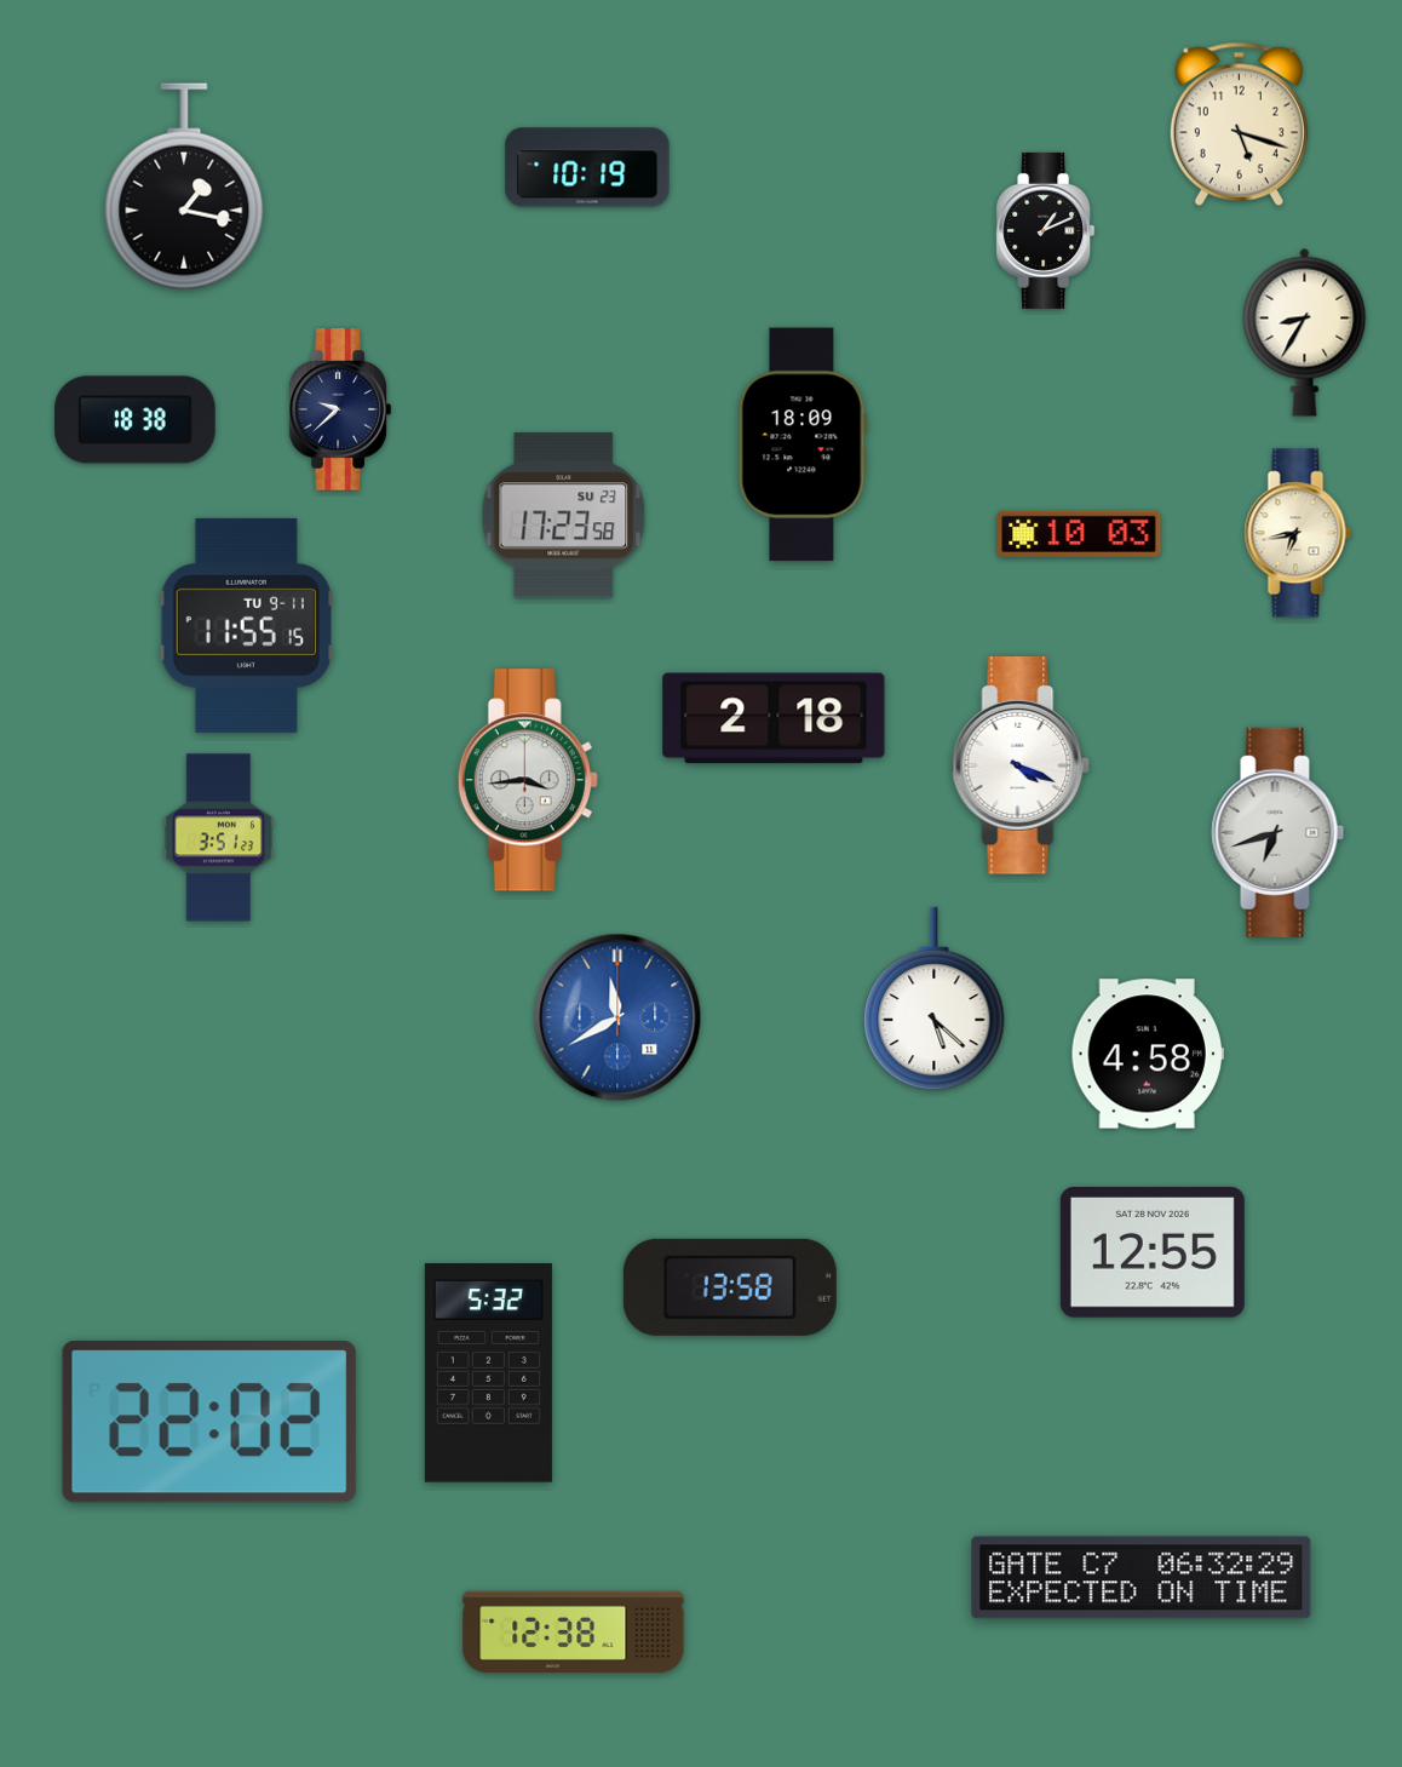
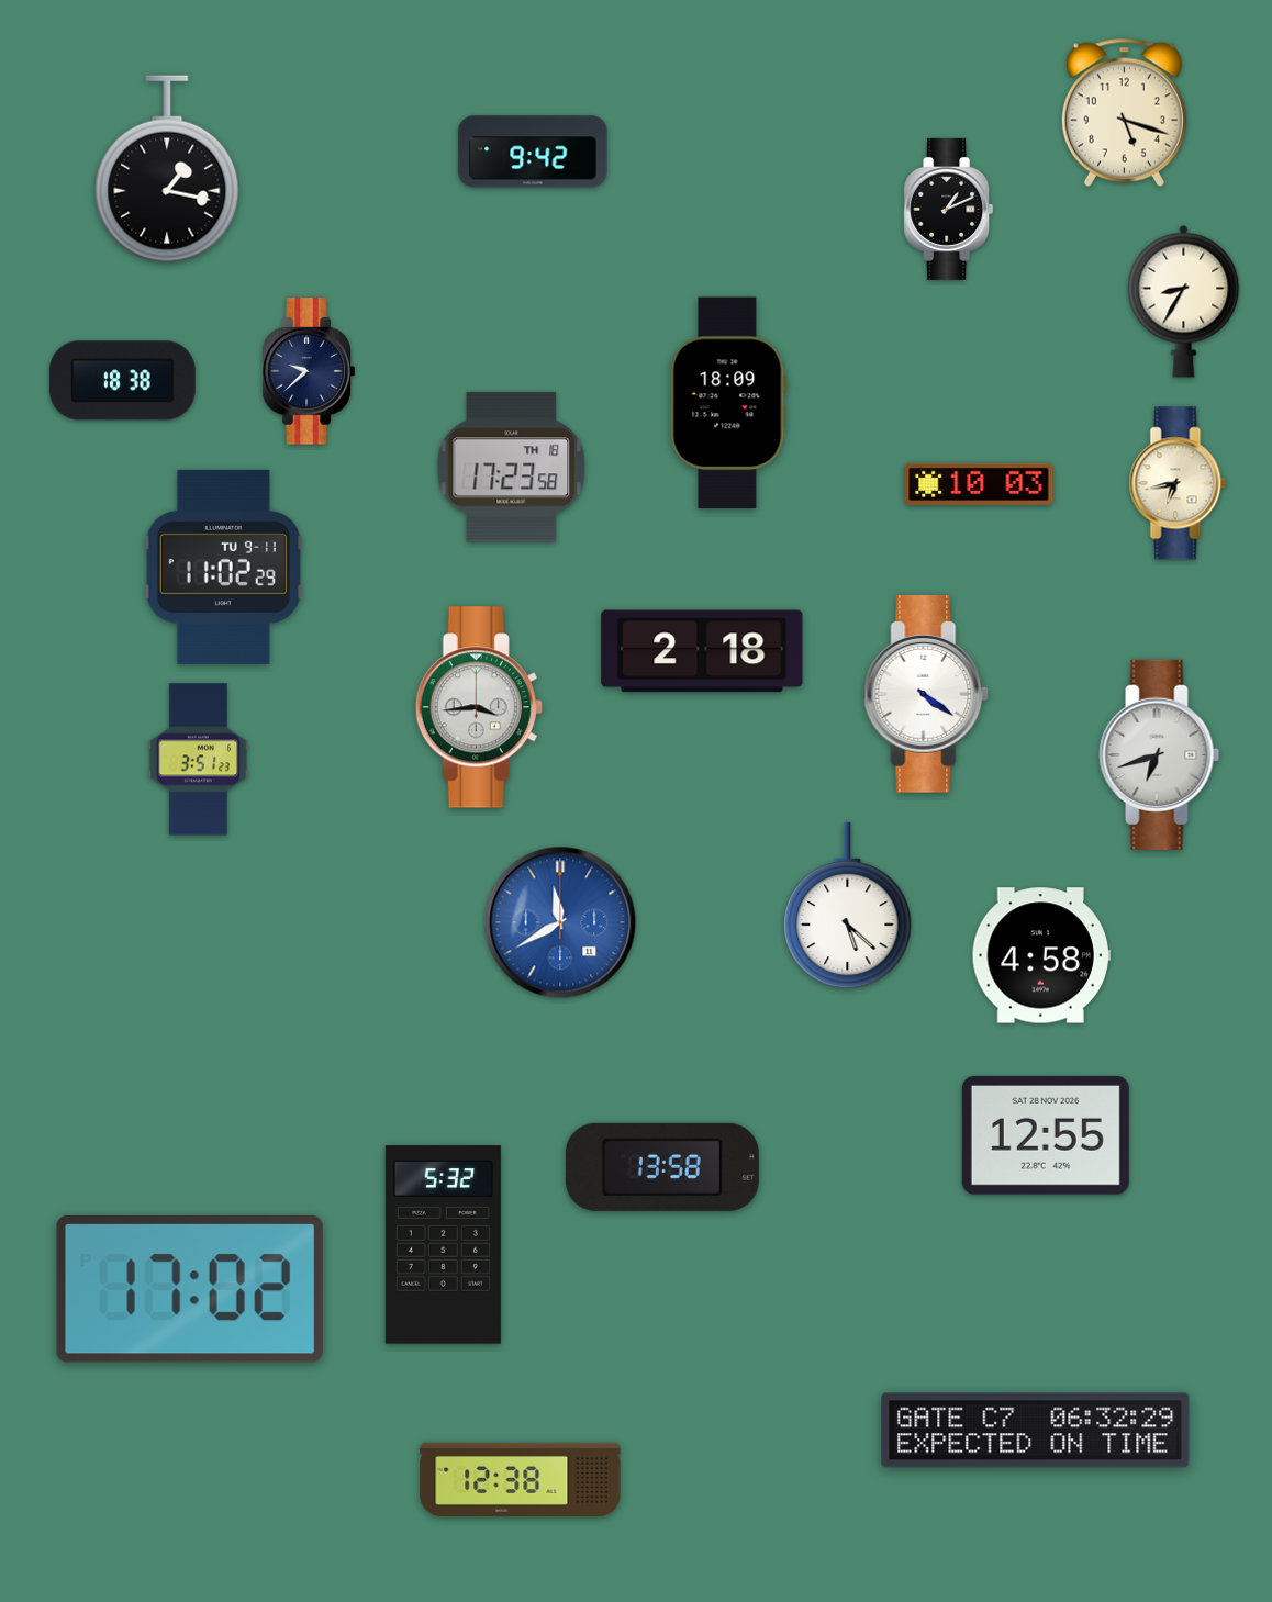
clock at (587, 167): 10:19 -> 9:42
clock at (564, 516) date: SU 23 -> TH 18
clock at (246, 625): 11:55 -> 11:02
clock at (1021, 767): 4:19 -> 4:21
clock at (209, 1422): 22:02 -> 17:02
